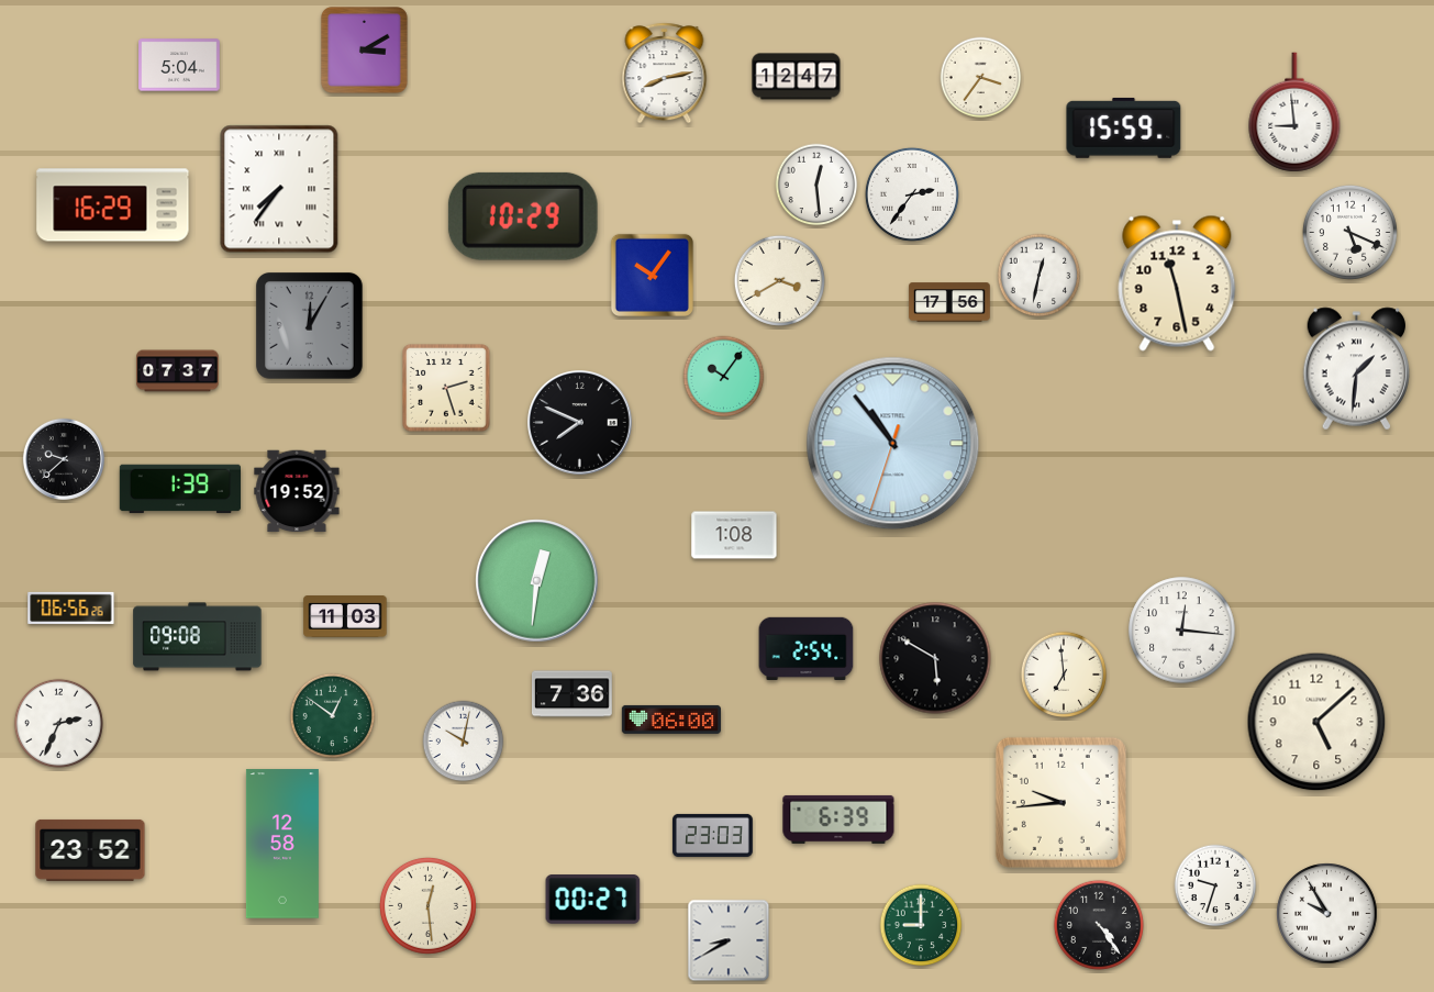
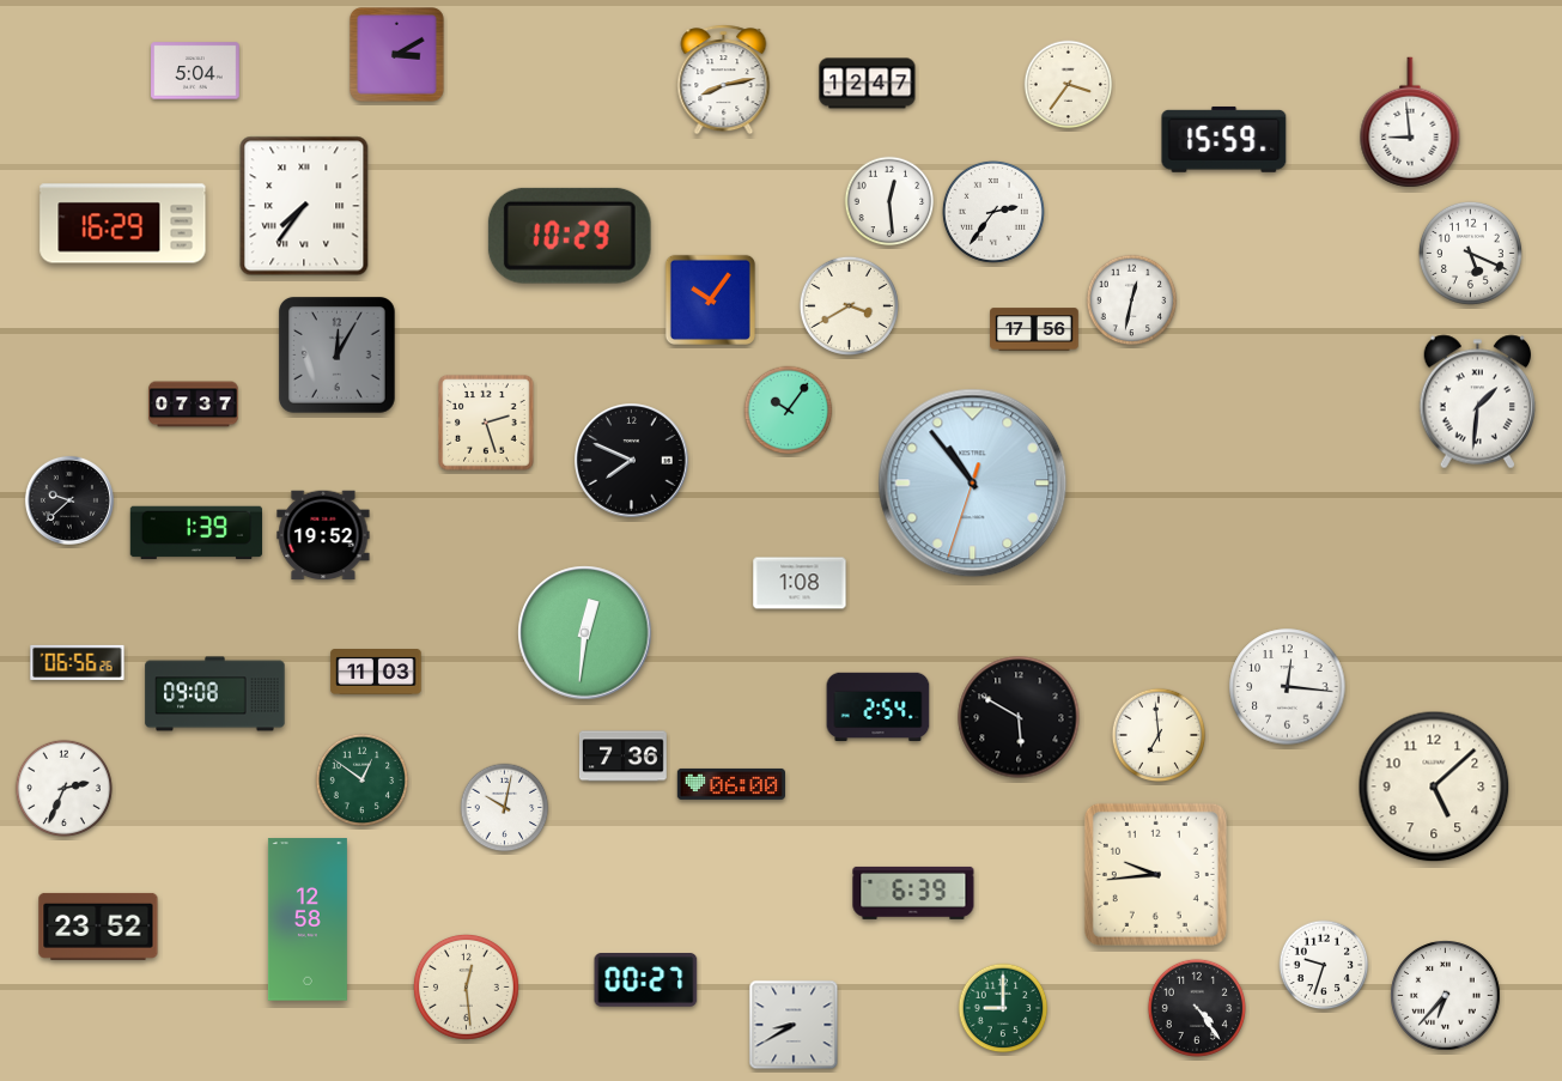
clock at (1177, 283): 11:28 -> none
clock at (713, 835): 23:03 -> none
clock at (1327, 914): 9:55 -> 6:37
